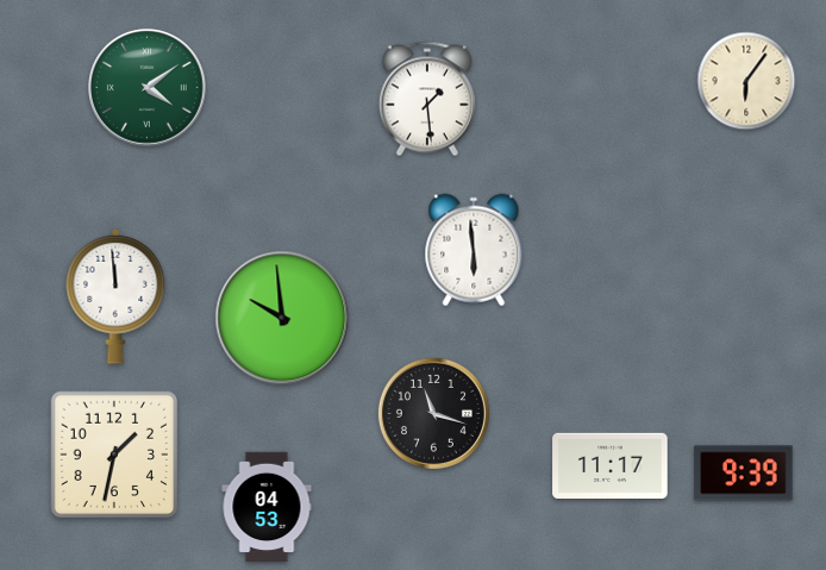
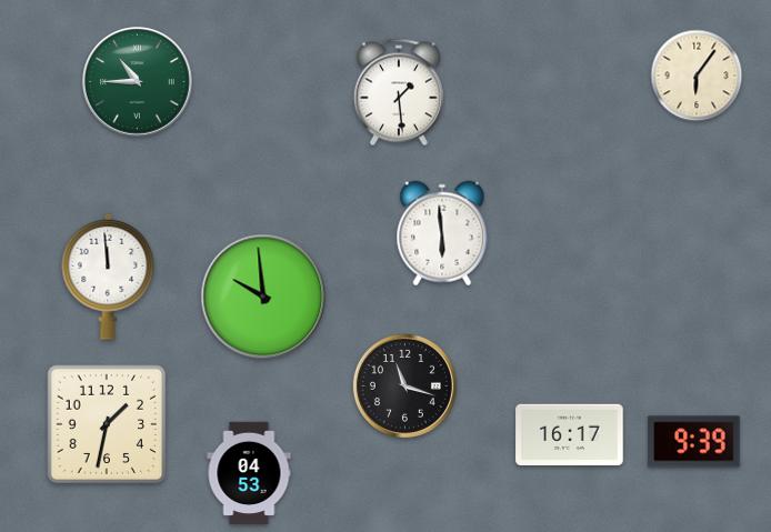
clock at (148, 88): 4:09 -> 10:45
clock at (611, 465): 11:17 -> 16:17
